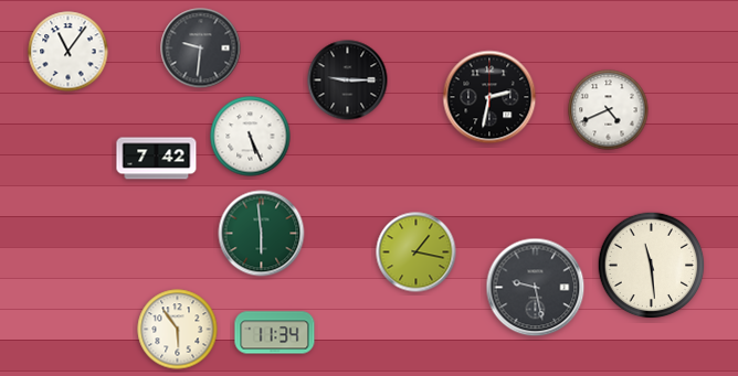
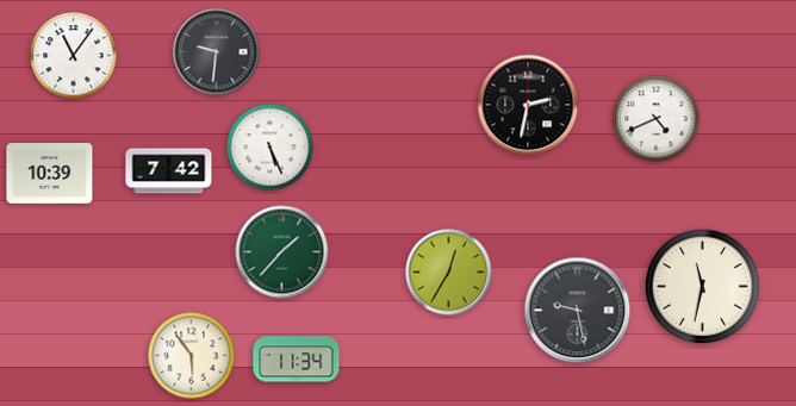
clock at (348, 80): 9:15 -> none
clock at (50, 174): none -> 10:39
clock at (262, 234): 5:59 -> 1:37
clock at (417, 253): 1:17 -> 12:35
clock at (652, 266): 11:29 -> 11:32
